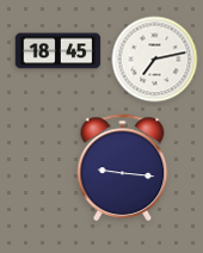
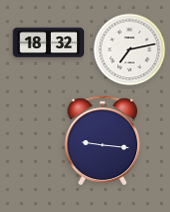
clock at (59, 51): 18:45 -> 18:32
